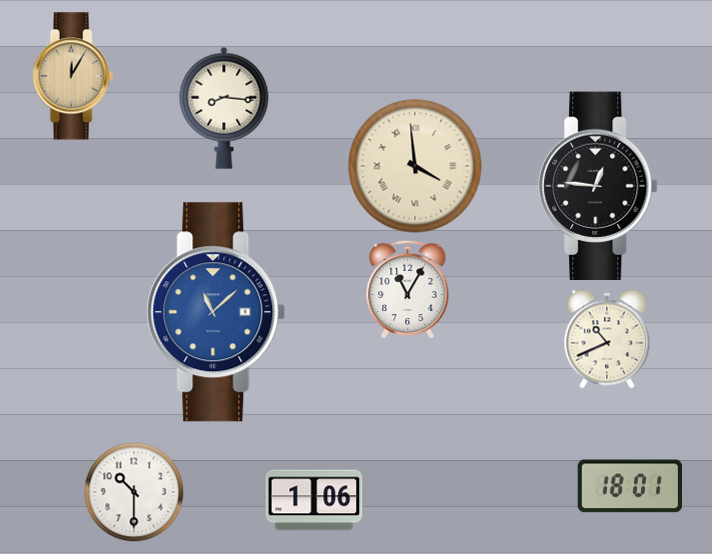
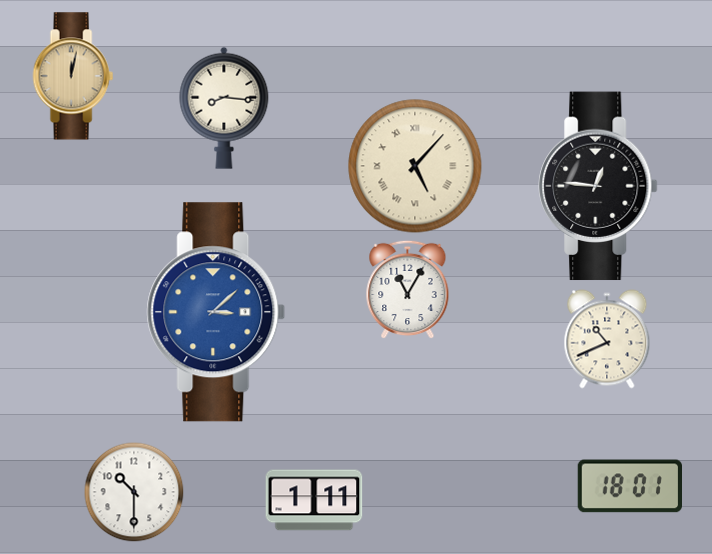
clock at (73, 76): 12:05 -> 12:02
clock at (415, 166): 3:59 -> 5:07
clock at (216, 312): 11:08 -> 3:08
clock at (314, 500): 1:06 -> 1:11
